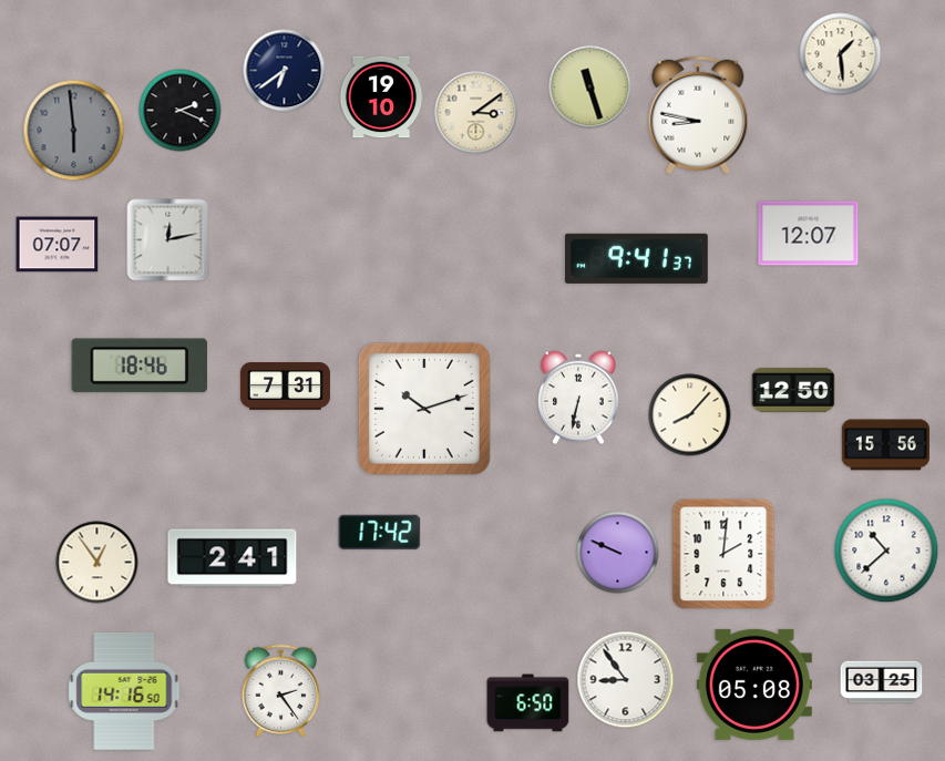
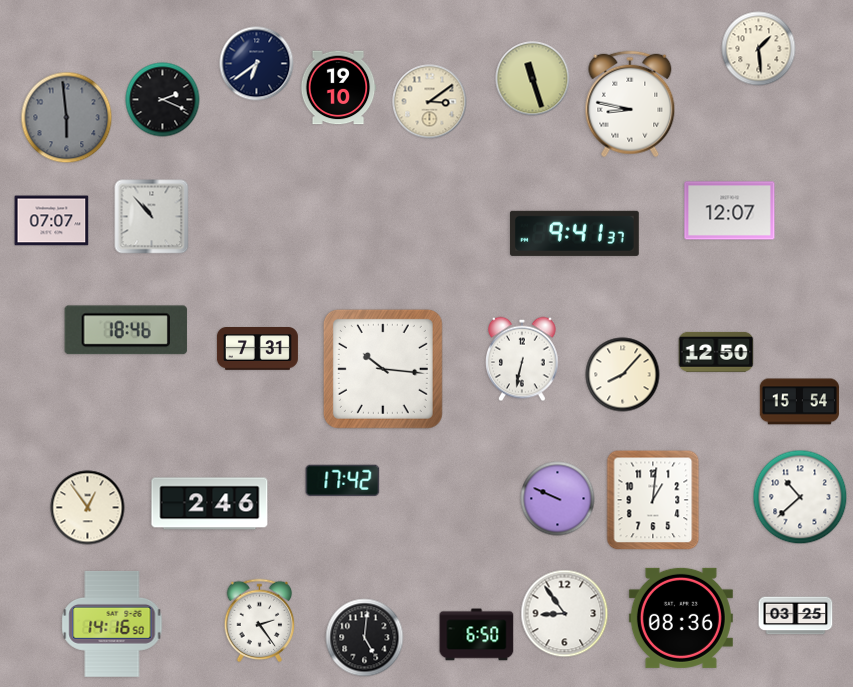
clock at (381, 97) position: (381, 97) -> (338, 88)
clock at (168, 240): 12:13 -> 10:53
clock at (424, 409): 10:12 -> 10:16
clock at (885, 445): 15:56 -> 15:54
clock at (723, 554): 2:01 -> 1:01
clock at (233, 558): 2:41 -> 2:46
clock at (754, 685): 05:08 -> 08:36
clock at (281, 691) position: (281, 691) -> (260, 621)
clock at (365, 638): none -> 5:01
